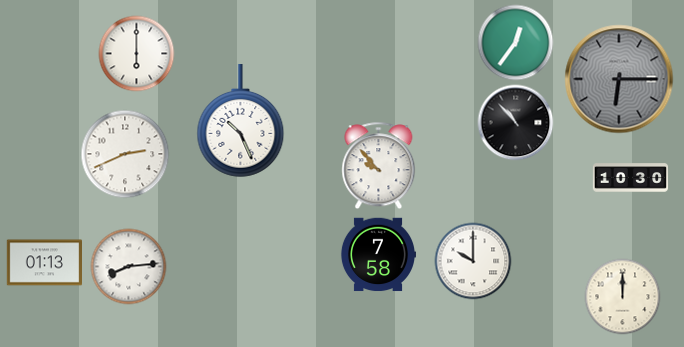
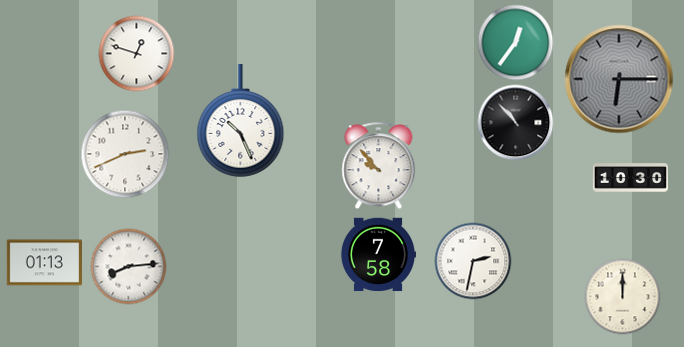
clock at (137, 54): 6:00 -> 12:48
clock at (473, 261): 10:00 -> 2:32
